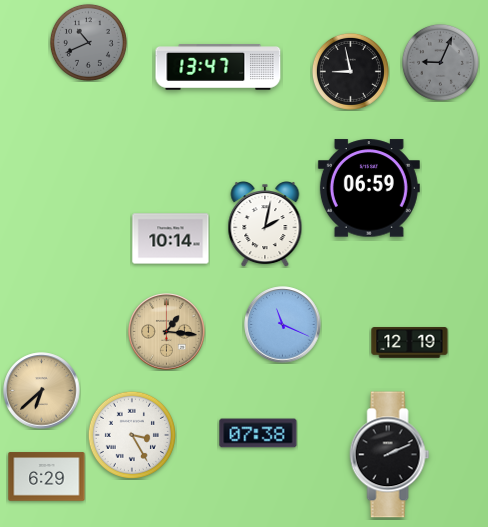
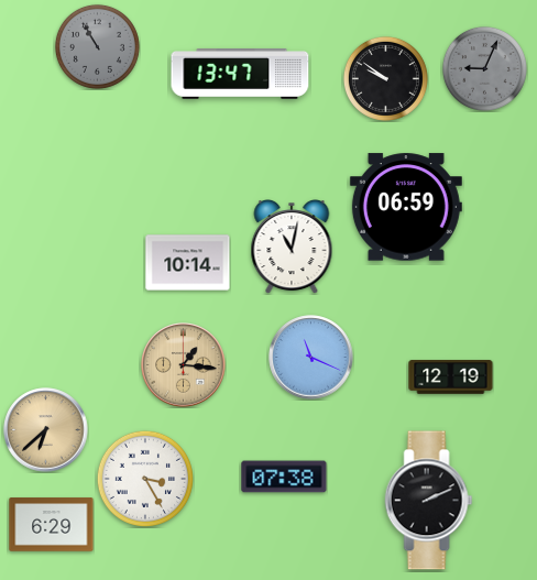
clock at (88, 42): 10:41 -> 10:55
clock at (350, 71): 8:58 -> 9:51
clock at (265, 225): 2:02 -> 11:02
